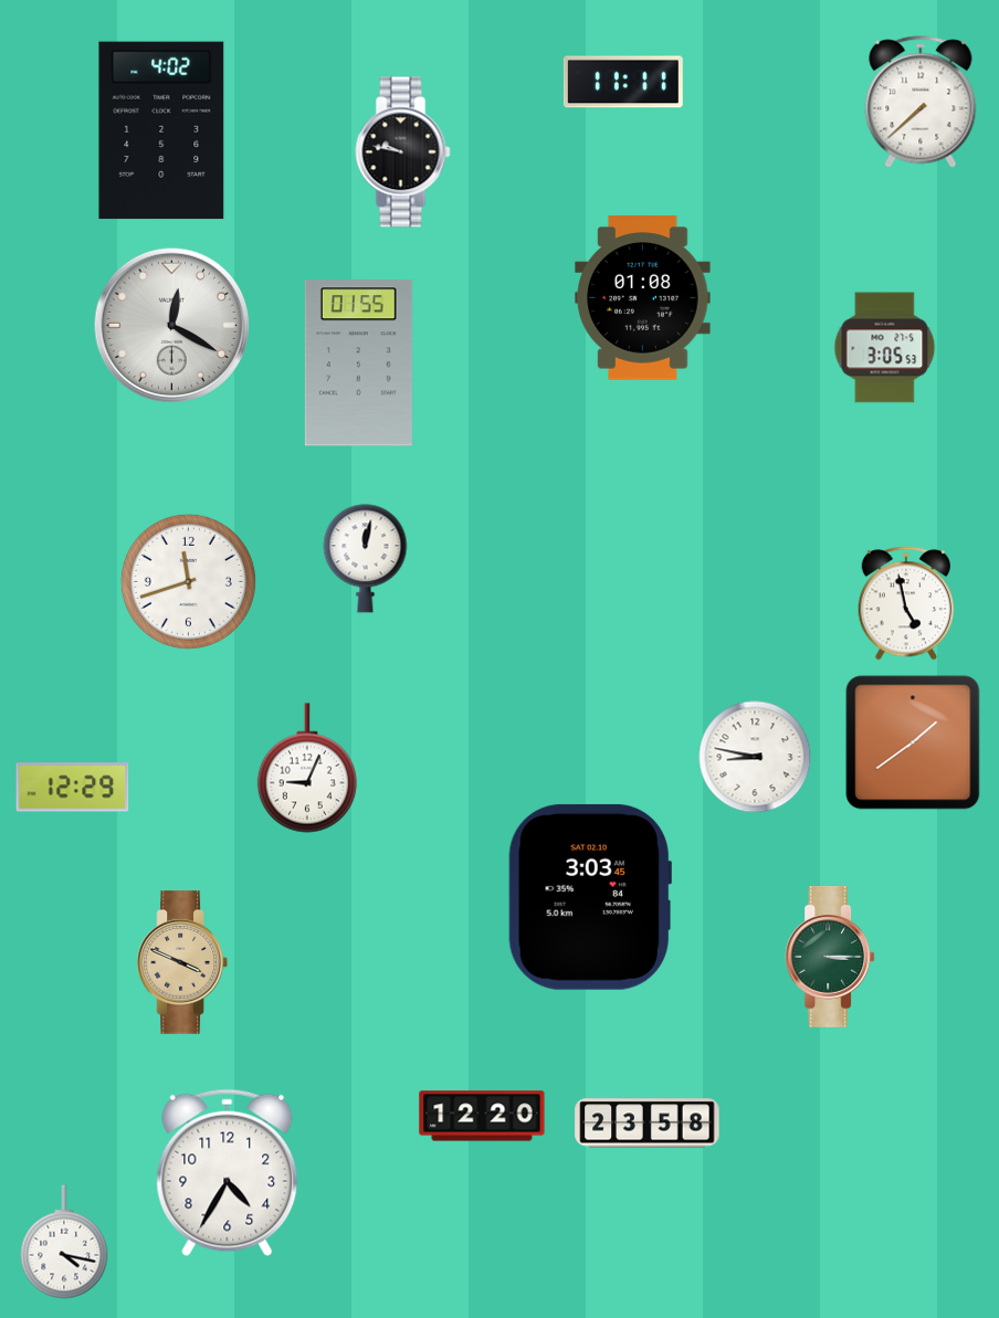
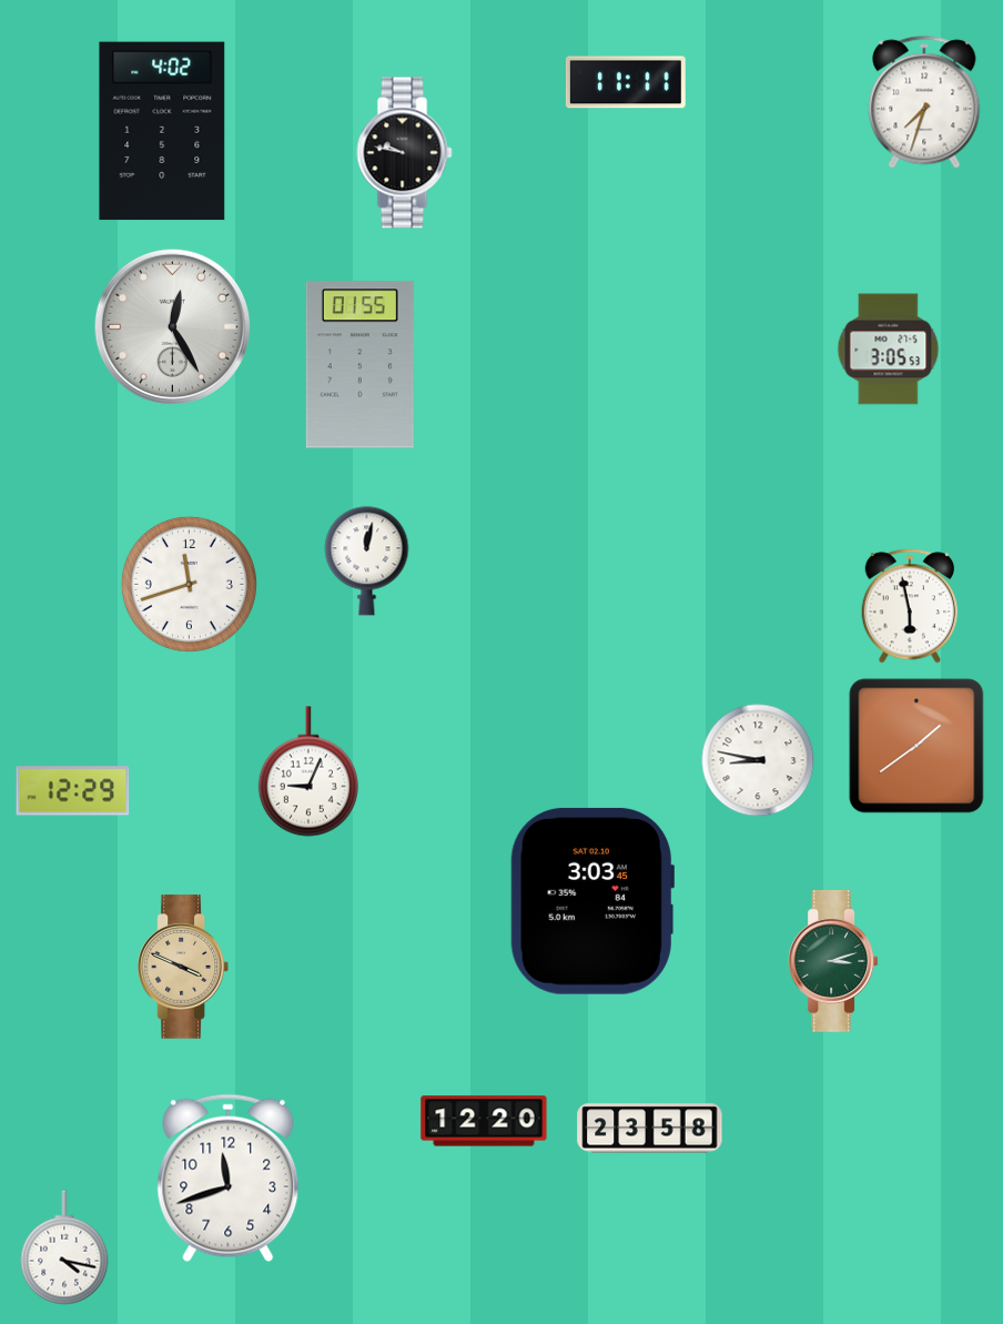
clock at (921, 102): 7:38 -> 7:33
clock at (643, 298): 01:08 -> none
clock at (172, 326): 12:20 -> 12:25
clock at (906, 603): 4:58 -> 5:58
clock at (830, 957): 3:15 -> 3:12
clock at (228, 1173): 4:35 -> 11:42
